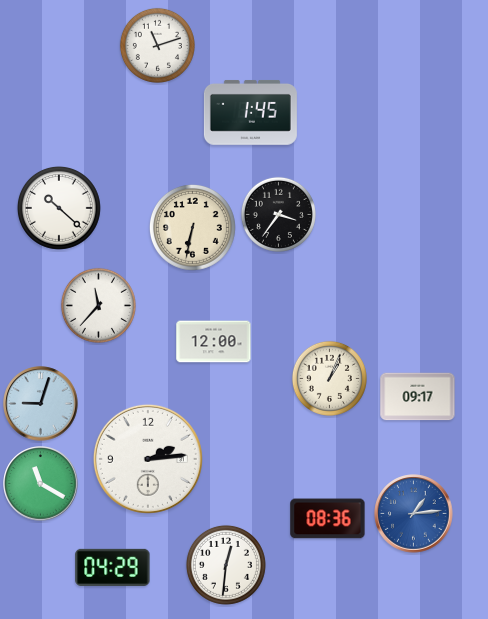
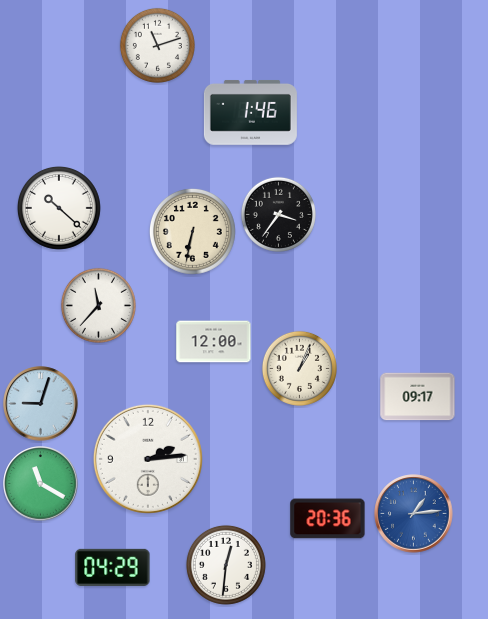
clock at (250, 112): 1:45 -> 1:46
clock at (192, 227) position: (192, 227) -> (192, 231)
clock at (329, 378) position: (329, 378) -> (299, 368)
clock at (328, 519): 08:36 -> 20:36
